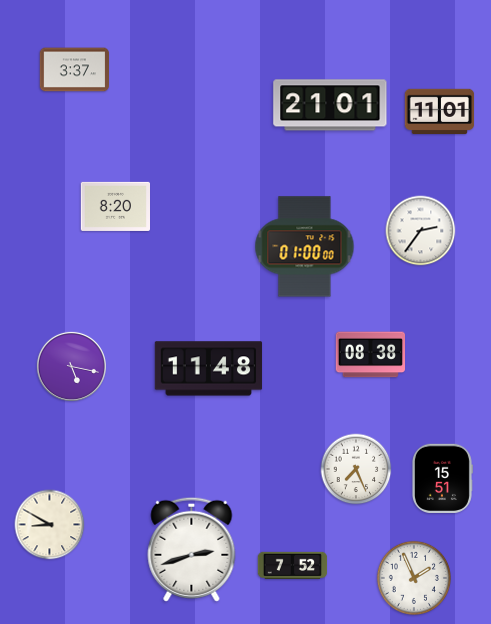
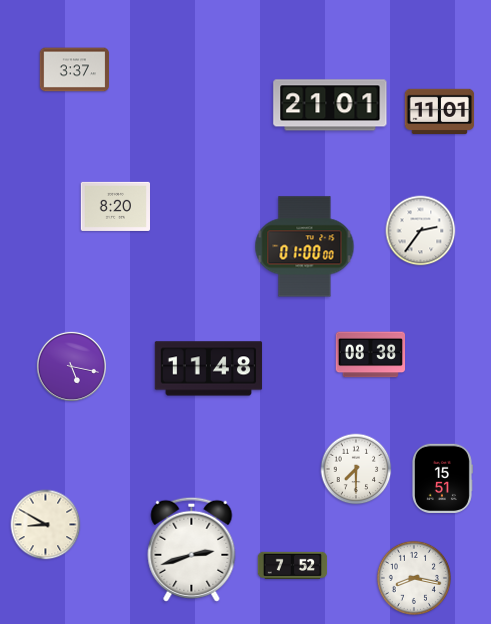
clock at (356, 469): 7:26 -> 7:30
clock at (50, 525) position: (50, 525) -> (46, 525)
clock at (414, 578): 1:56 -> 8:17
